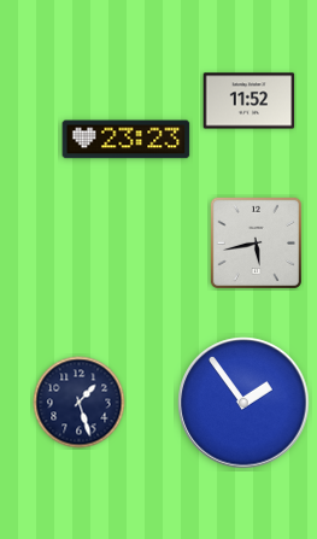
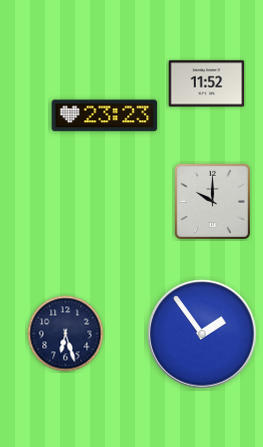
clock at (256, 242): 5:43 -> 10:00
clock at (80, 403): 1:27 -> 6:27
